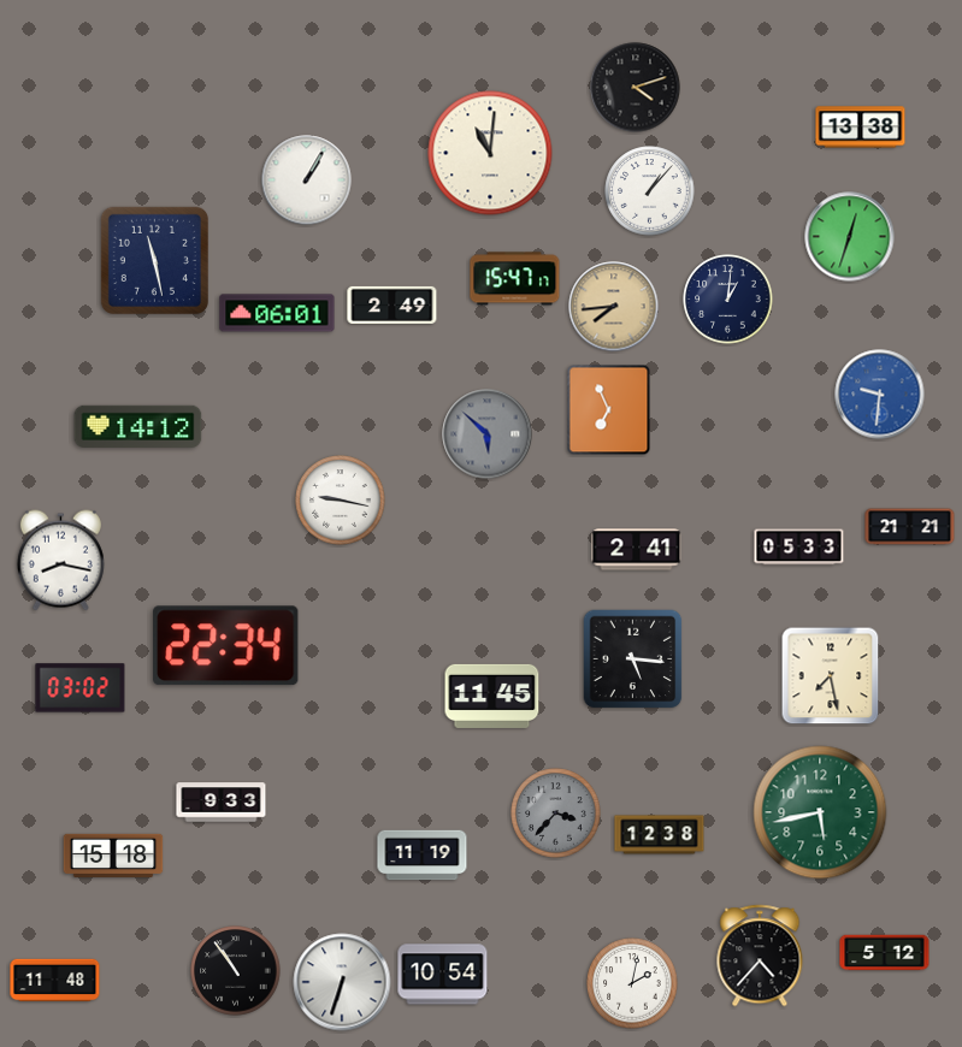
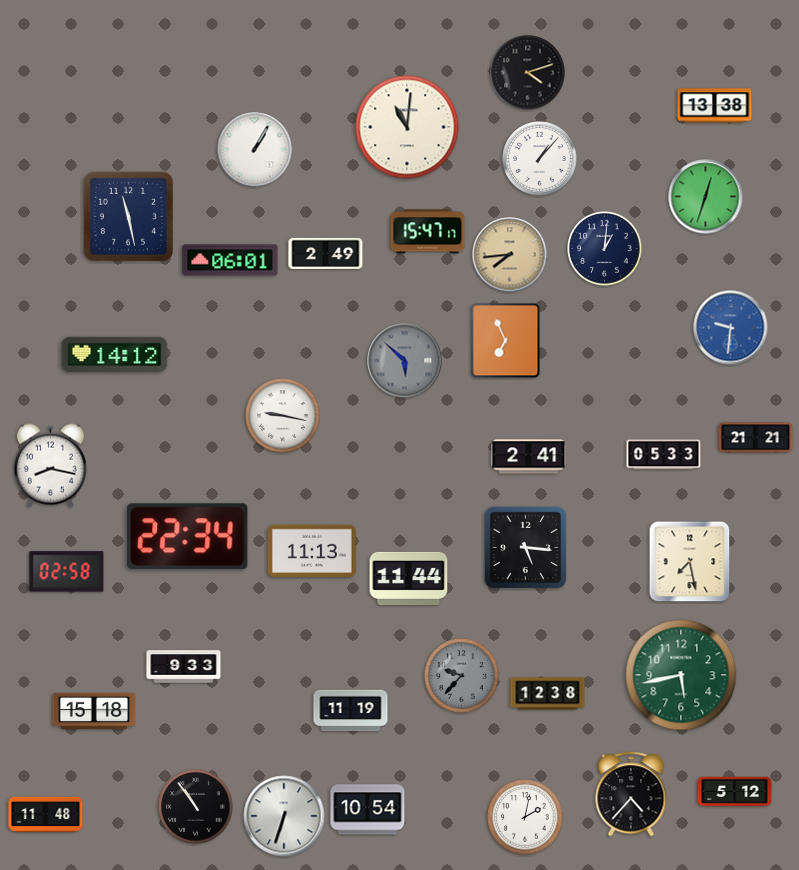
clock at (312, 550): none -> 11:13
clock at (81, 688): 03:02 -> 02:58
clock at (492, 696): 11:45 -> 11:44
clock at (556, 814): 3:37 -> 9:37
